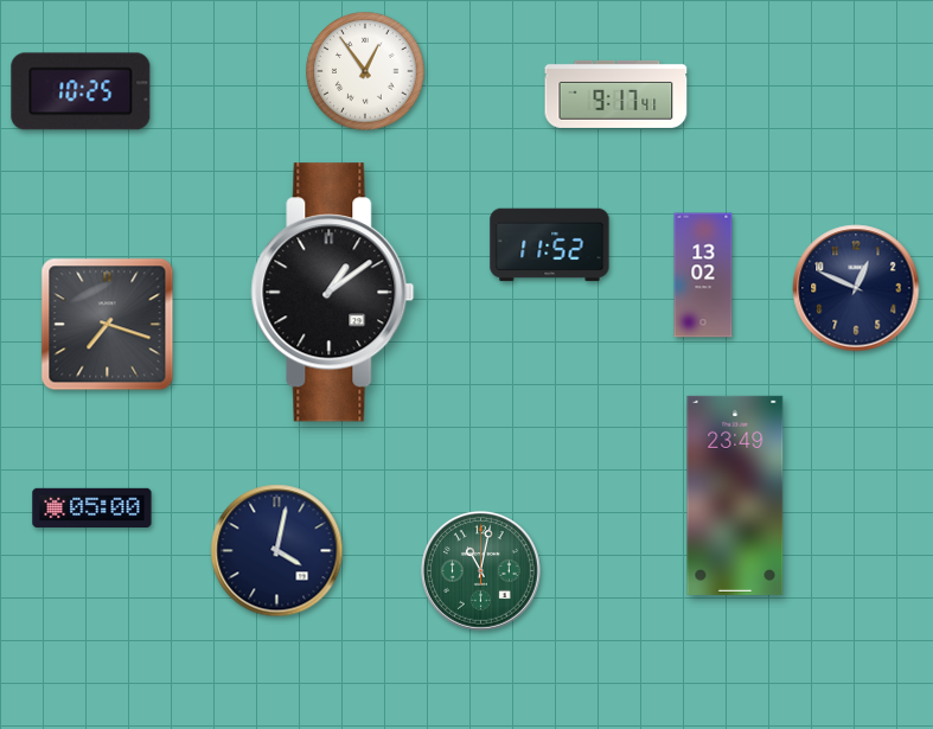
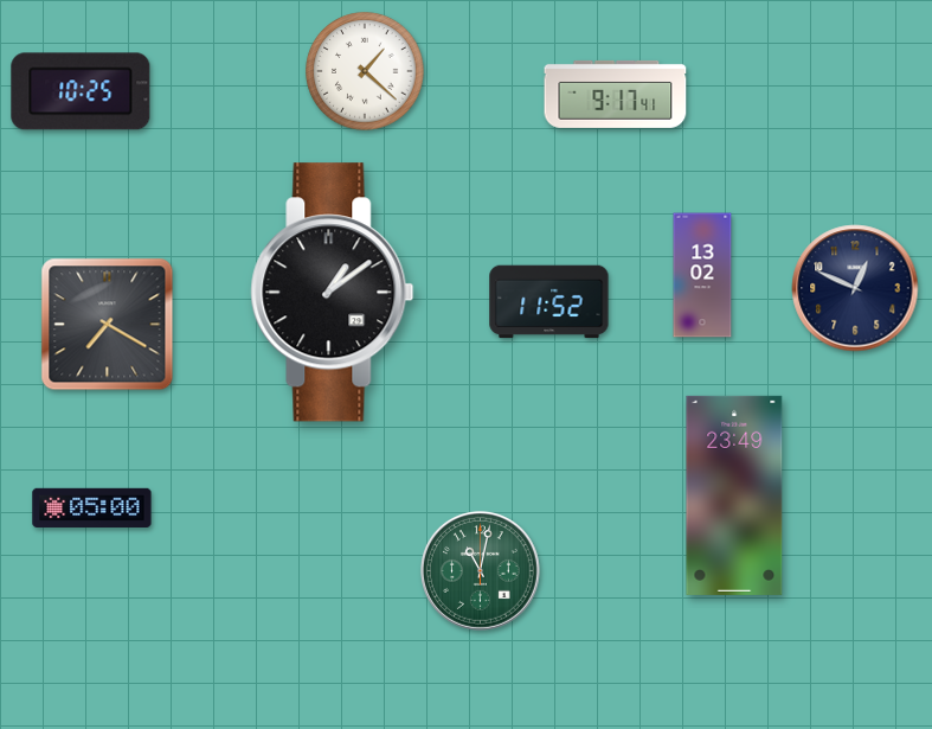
clock at (365, 71): 12:54 -> 1:22
clock at (550, 245) position: (550, 245) -> (549, 302)
clock at (108, 325): 7:18 -> 7:20
clock at (277, 551): 4:02 -> none
